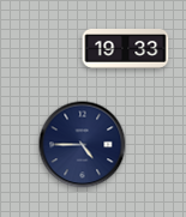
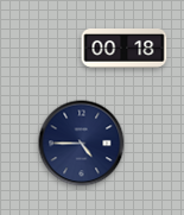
clock at (126, 49): 19:33 -> 00:18
